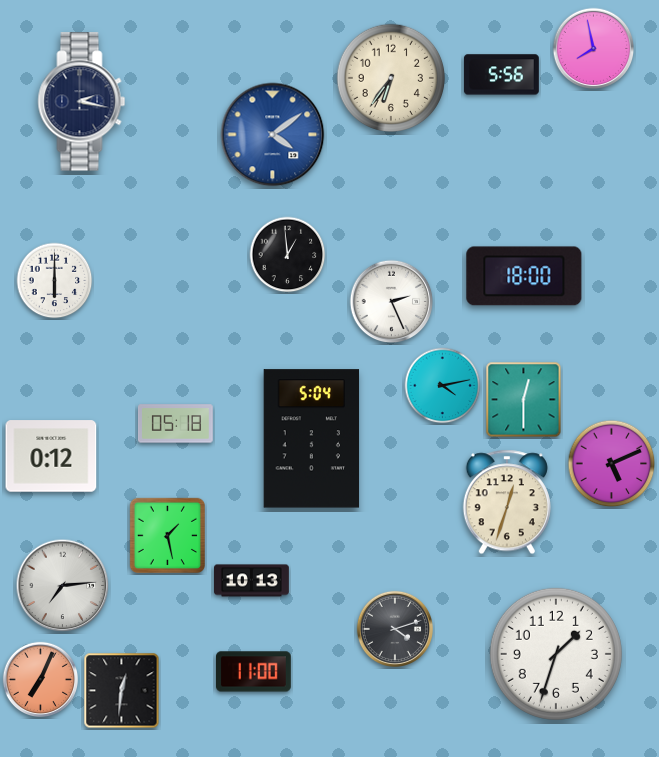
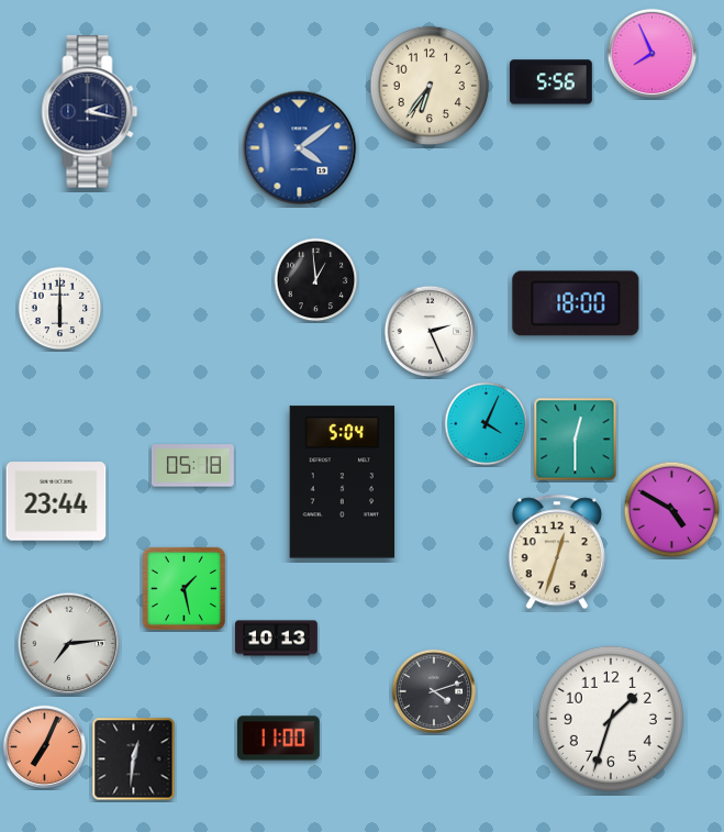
clock at (594, 49): 7:58 -> 7:56
clock at (443, 386): 4:13 -> 4:04
clock at (51, 456): 0:12 -> 23:44
clock at (612, 464): 5:11 -> 4:50
